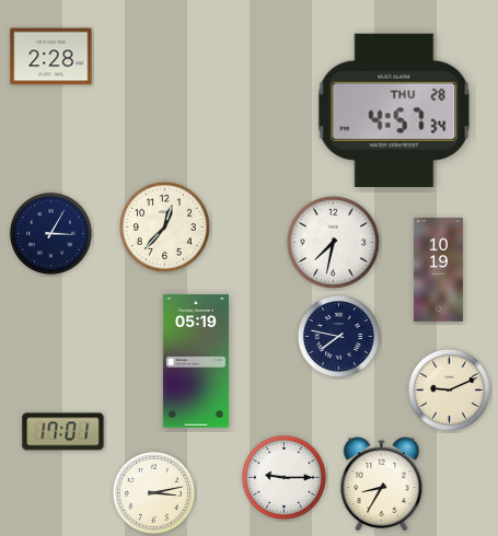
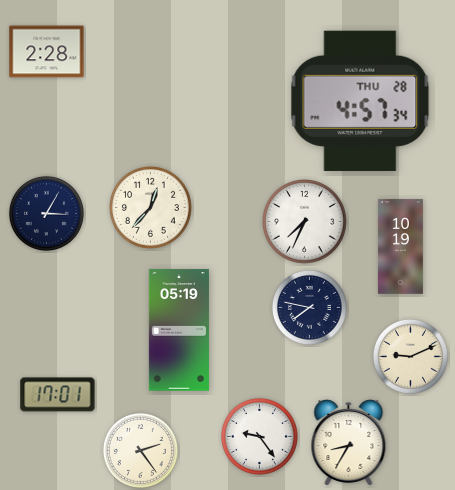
clock at (334, 243): 7:32 -> 7:34
clock at (283, 477): 9:15 -> 9:24
clock at (153, 492): 3:13 -> 2:24
